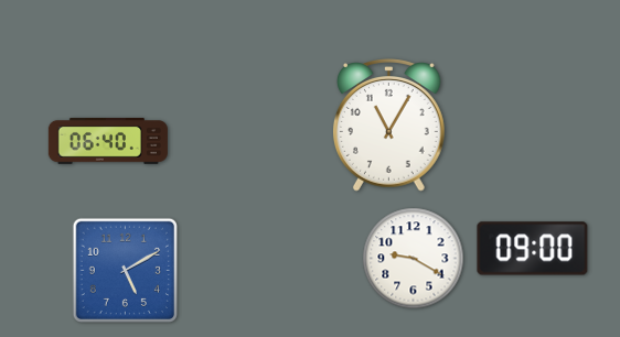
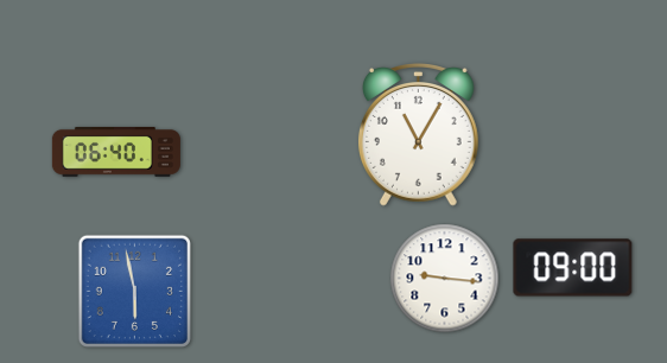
clock at (414, 259): 9:20 -> 9:16
clock at (125, 270): 5:10 -> 5:58
